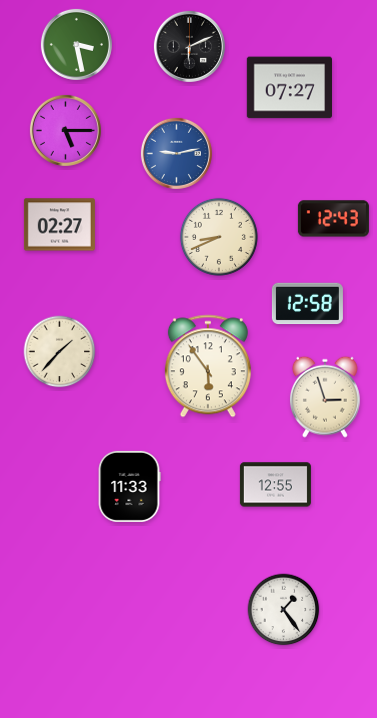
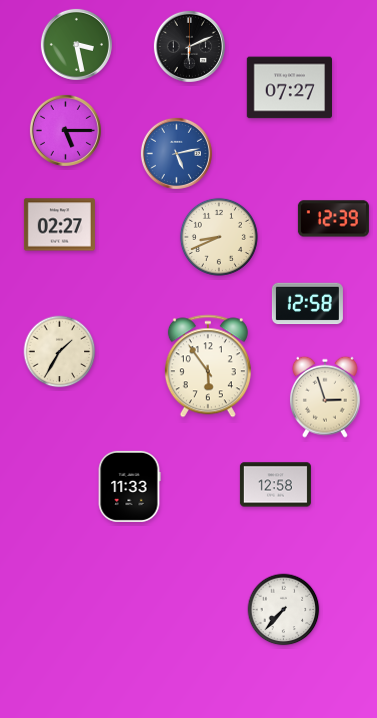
clock at (176, 153): 9:13 -> 5:13
clock at (333, 219): 12:43 -> 12:39
clock at (60, 352): 1:37 -> 1:35
clock at (275, 485): 12:55 -> 12:58
clock at (284, 610): 1:24 -> 7:37
